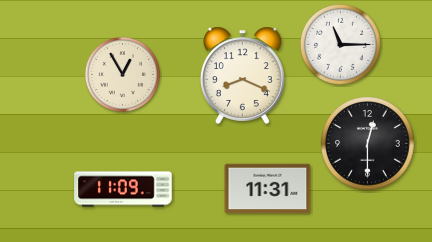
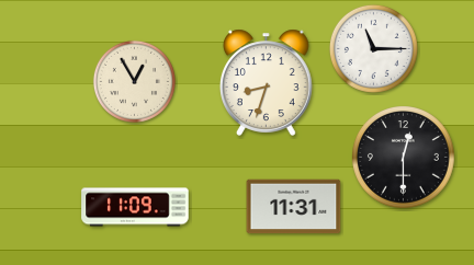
clock at (243, 75): 8:19 -> 8:33
